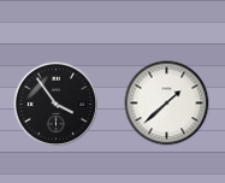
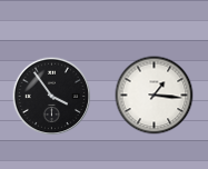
clock at (167, 104): 1:38 -> 1:16
